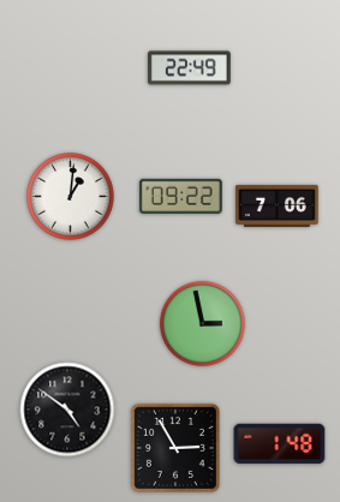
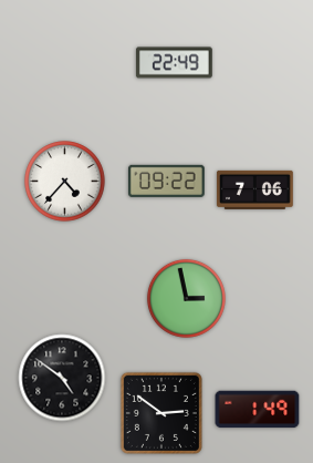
clock at (71, 197): 1:01 -> 4:37
clock at (280, 444): 1:48 -> 1:49
clock at (175, 448): 2:55 -> 2:51
